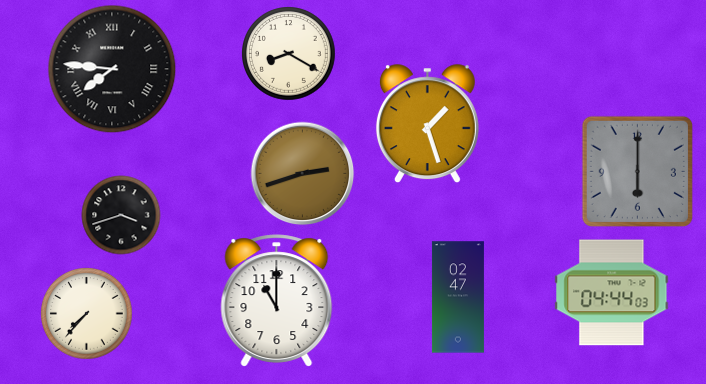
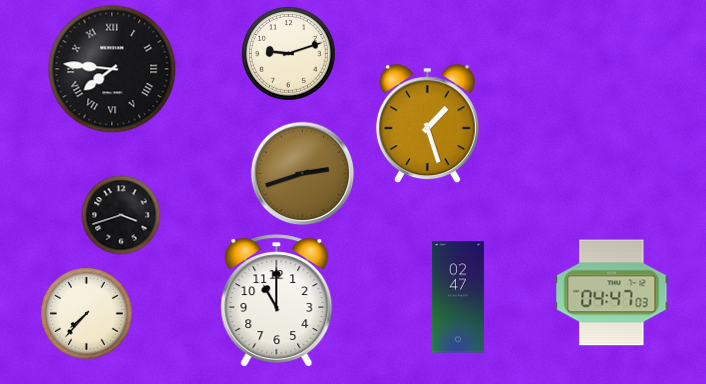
clock at (289, 54): 8:20 -> 9:12
clock at (637, 171): 6:00 -> none
clock at (612, 293): 04:44 -> 04:47
